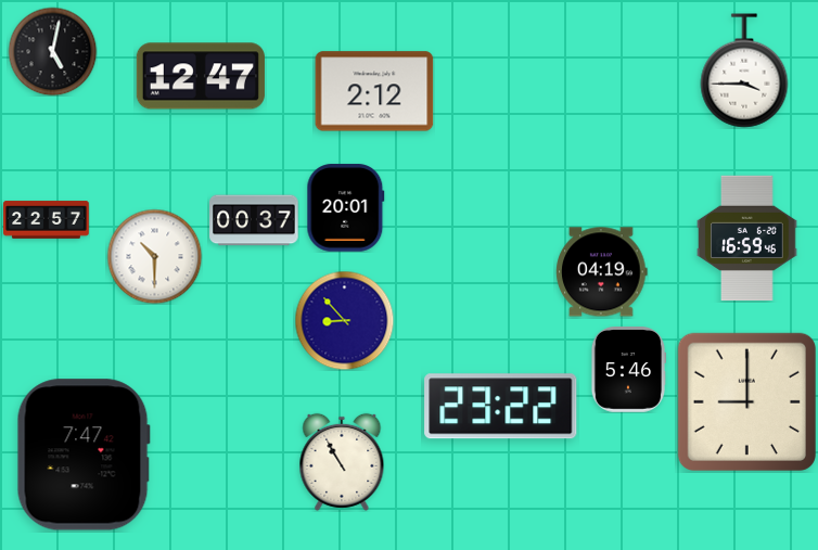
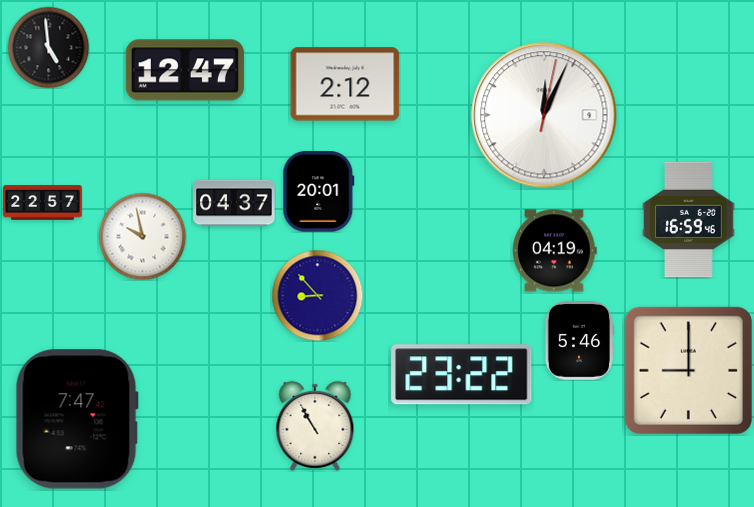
clock at (52, 51): 5:02 -> 4:59
clock at (744, 71): 3:45 -> none
clock at (544, 115): none -> 12:04
clock at (254, 220): 00:37 -> 04:37
clock at (154, 256): 10:30 -> 9:58
